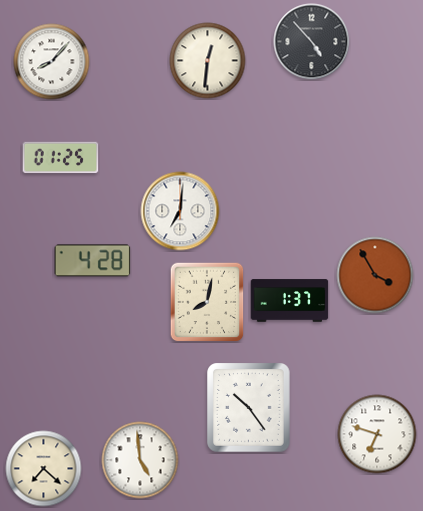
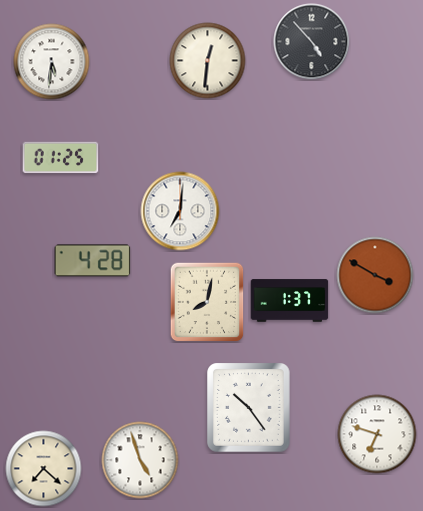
clock at (52, 62): 8:07 -> 5:31
clock at (375, 275): 3:55 -> 3:50
clock at (140, 460): 4:59 -> 4:57
